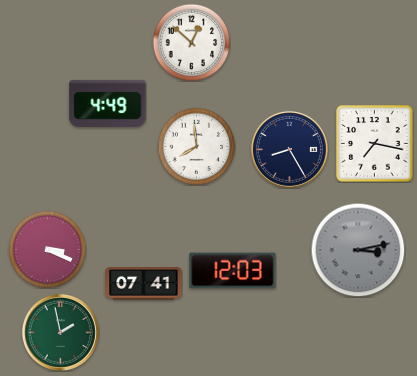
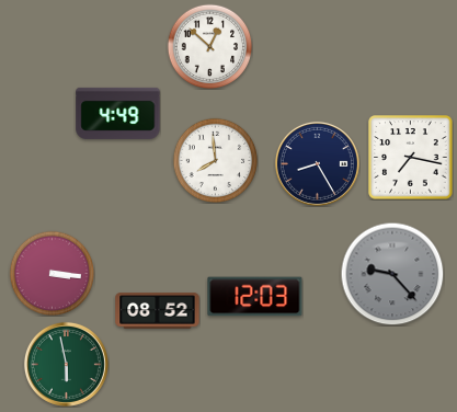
clock at (47, 249): 3:19 -> 3:16
clock at (358, 250): 3:13 -> 9:23
clock at (144, 284): 07:41 -> 08:52
clock at (60, 332): 1:58 -> 5:58
